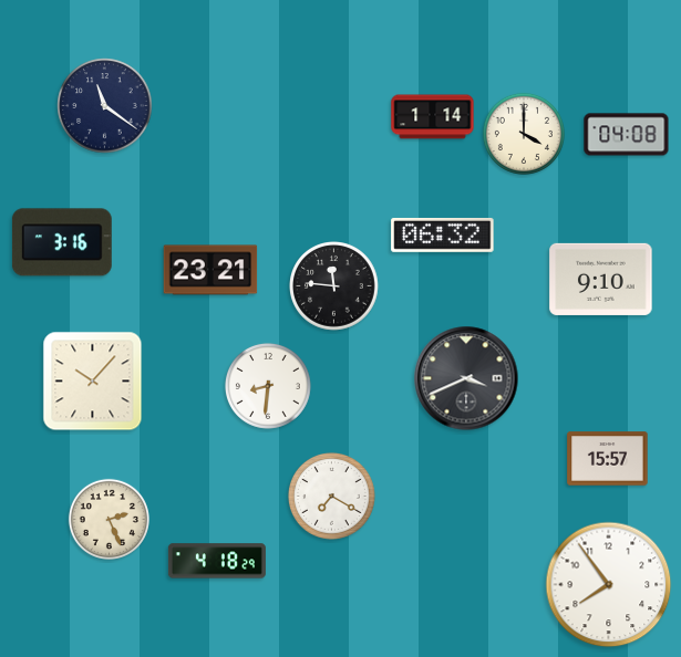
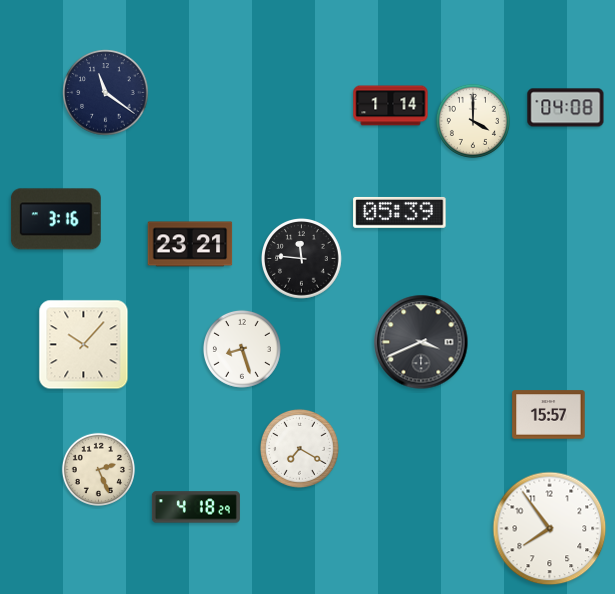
clock at (105, 106) position: (105, 106) -> (106, 93)
clock at (627, 135) position: (627, 135) -> (566, 108)
clock at (443, 234): 06:32 -> 05:39
clock at (601, 279): 9:10 -> none
clock at (268, 386): 8:31 -> 8:27
